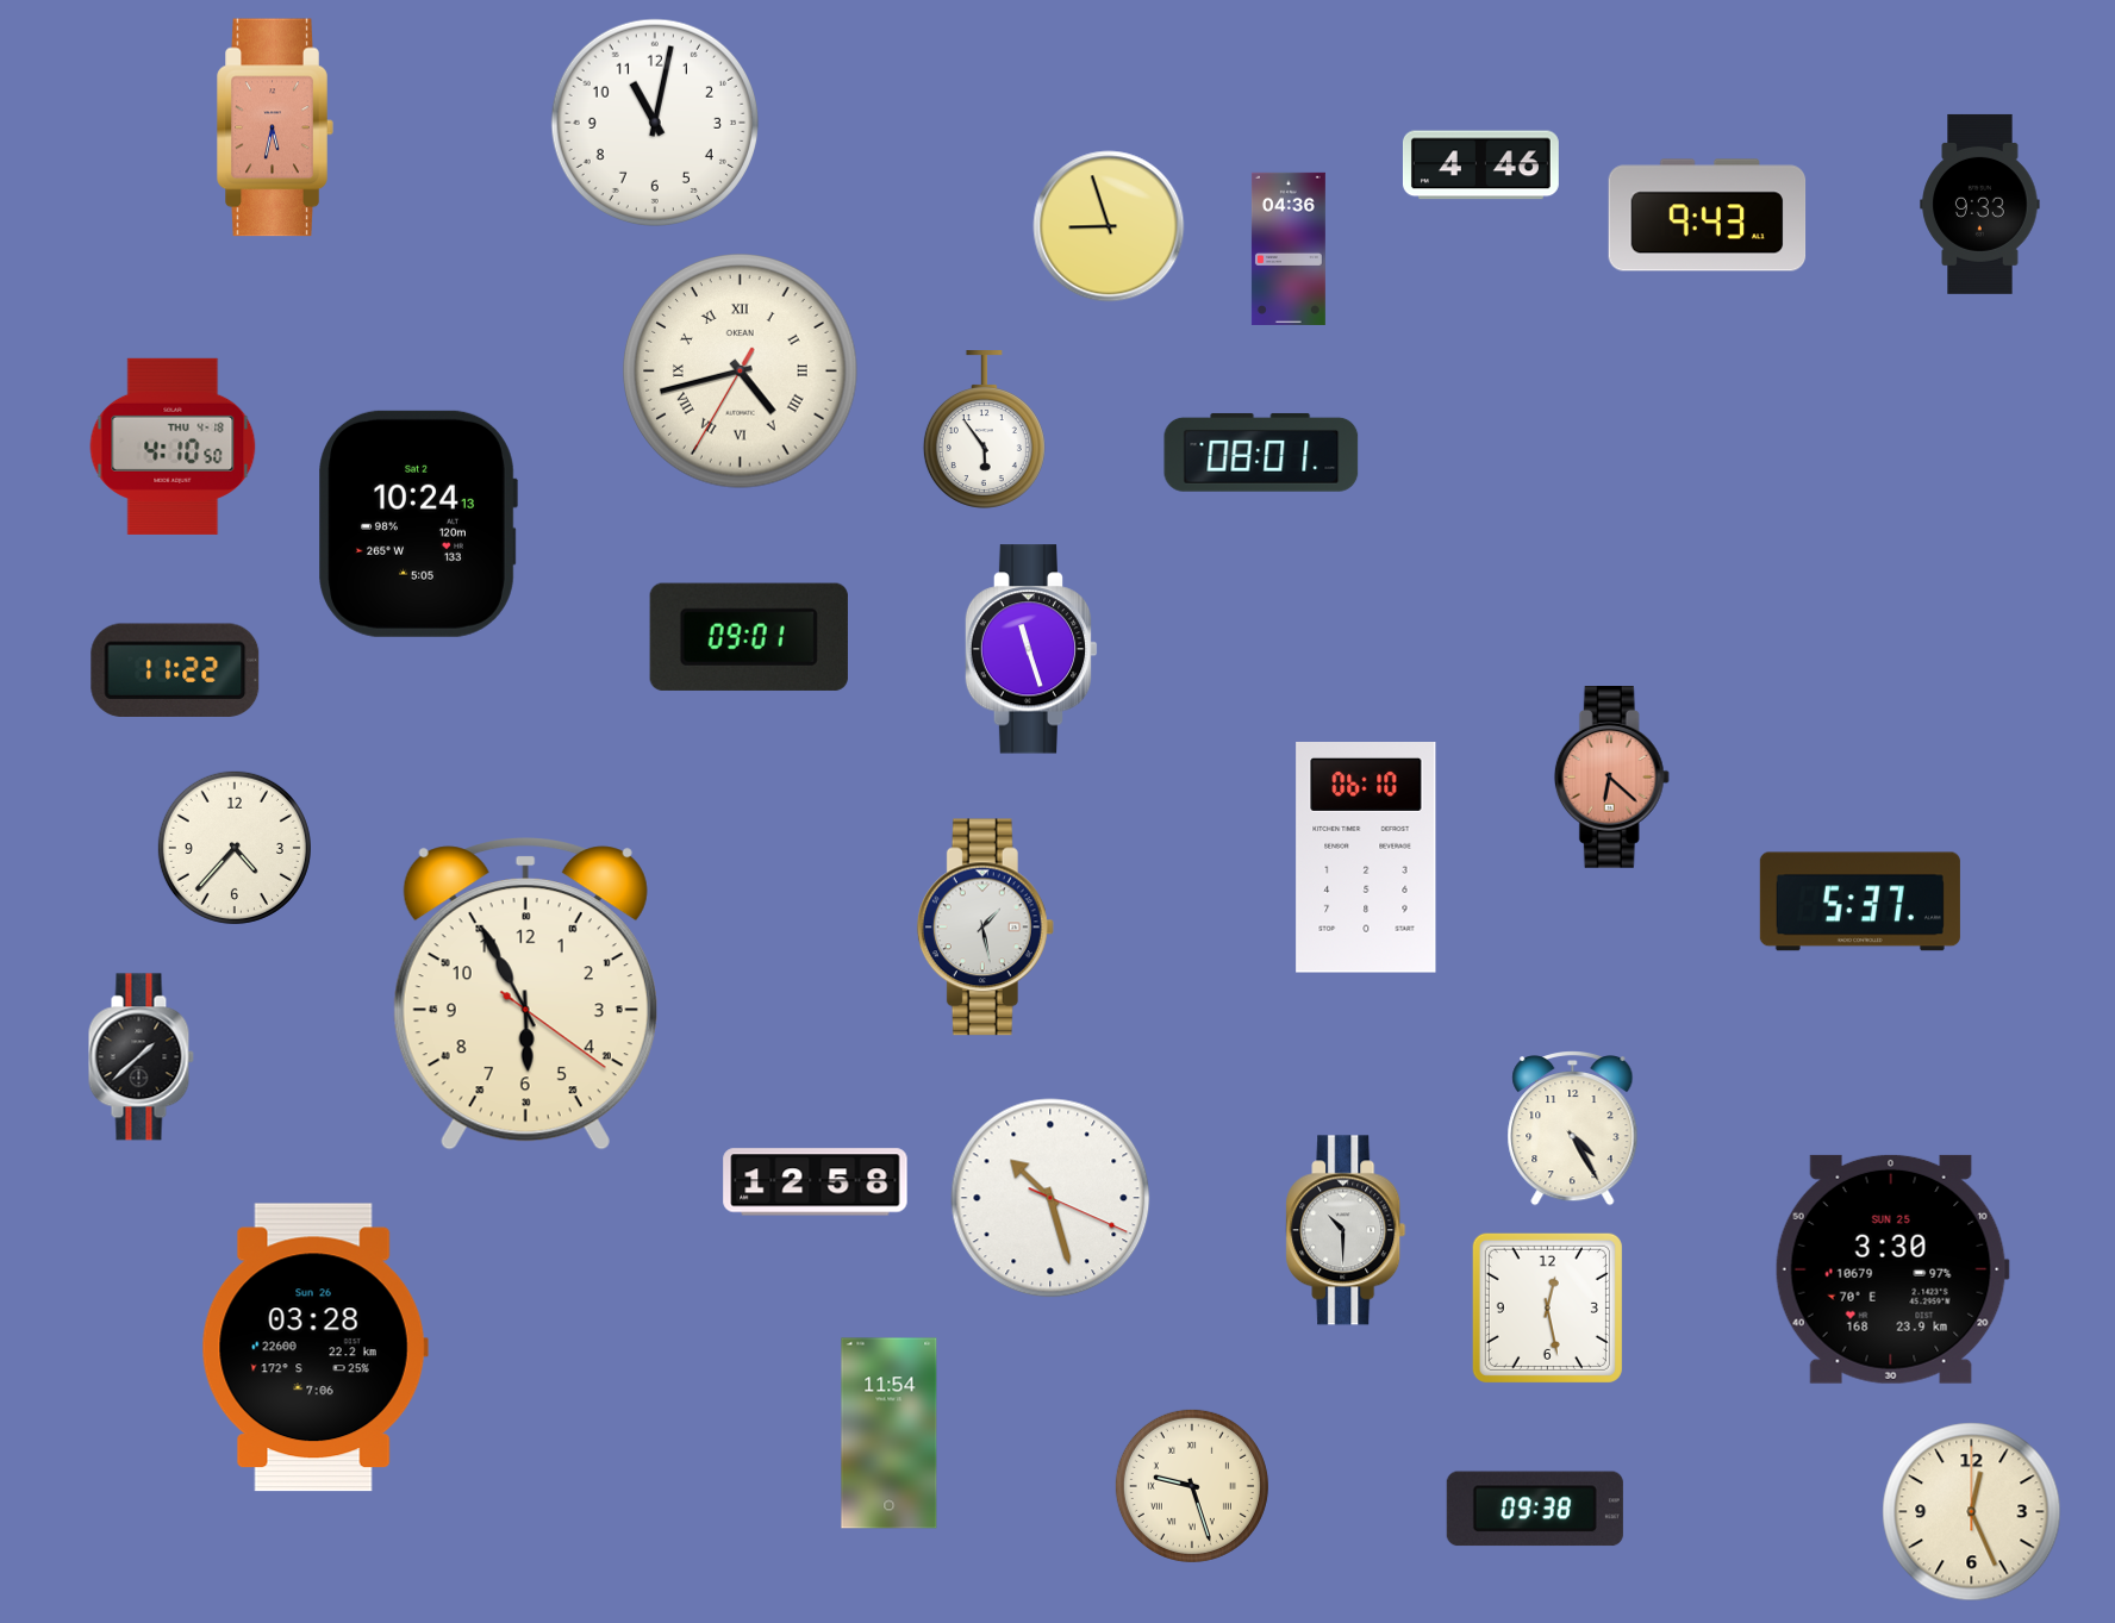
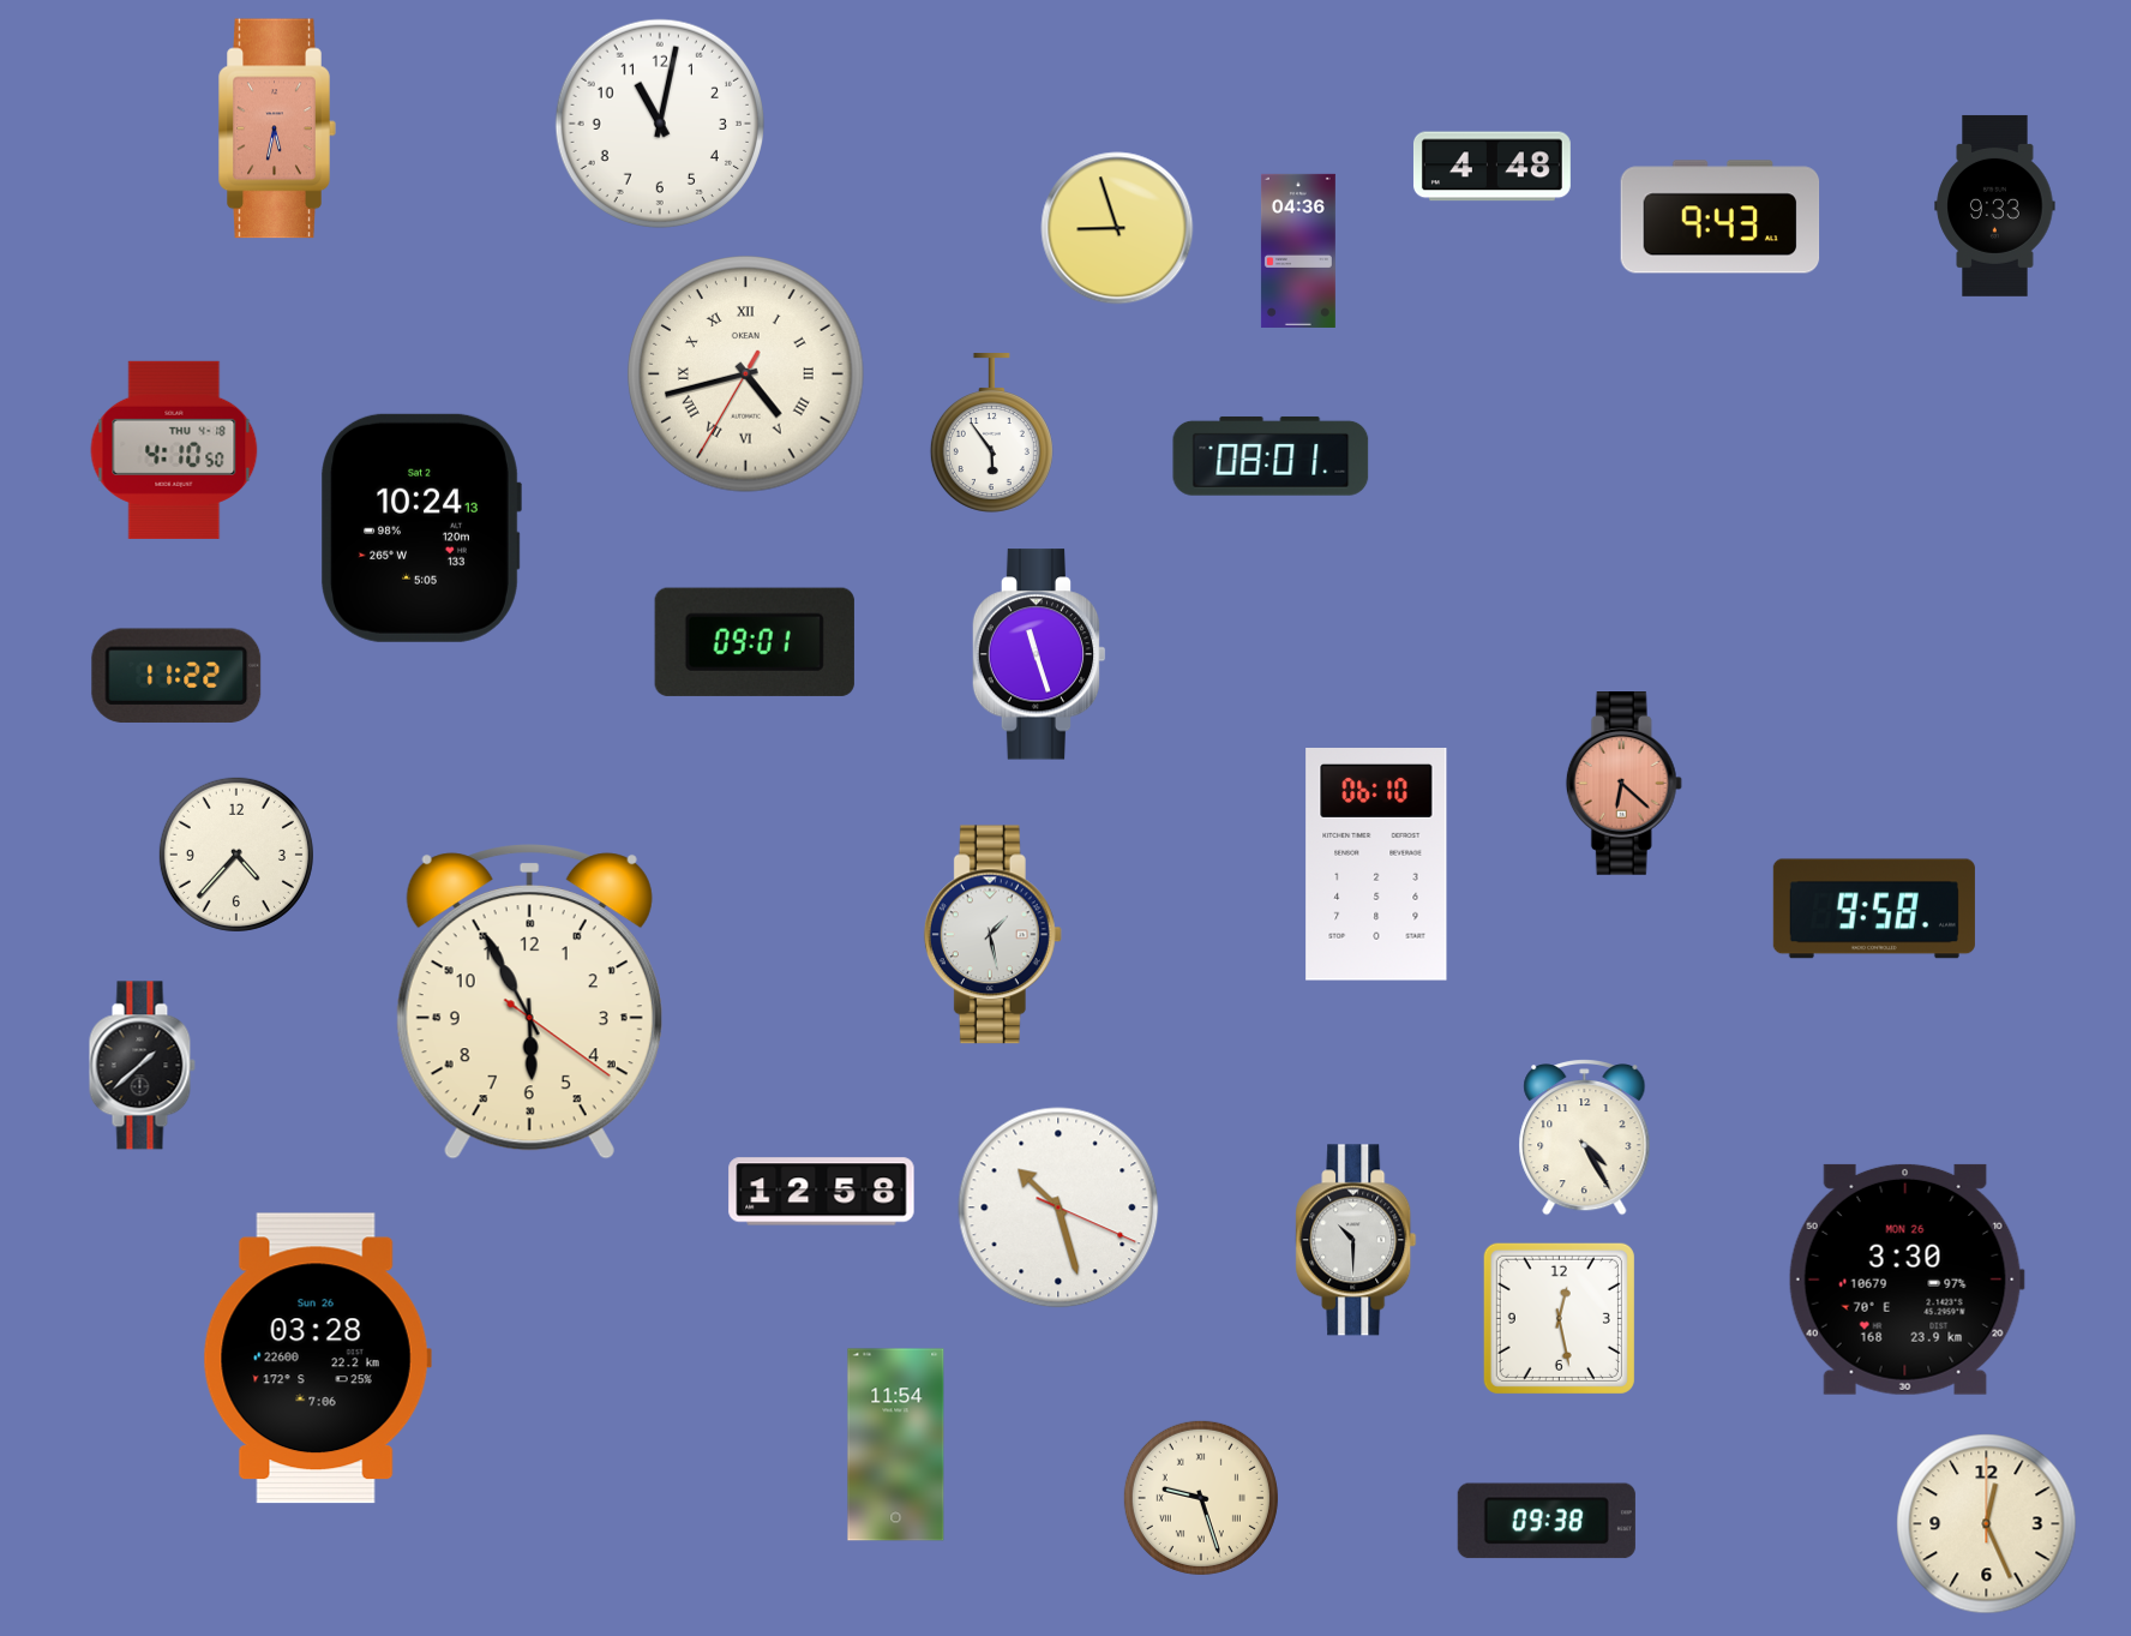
clock at (1480, 166): 4:46 -> 4:48
clock at (1860, 901): 5:37 -> 9:58
clock at (1892, 1269) date: SUN 25 -> MON 26
